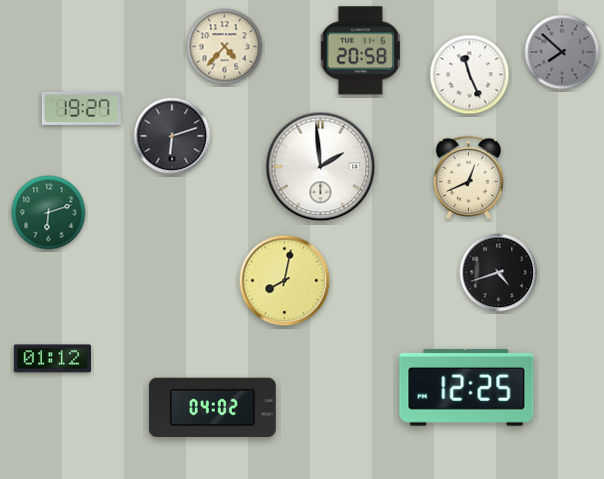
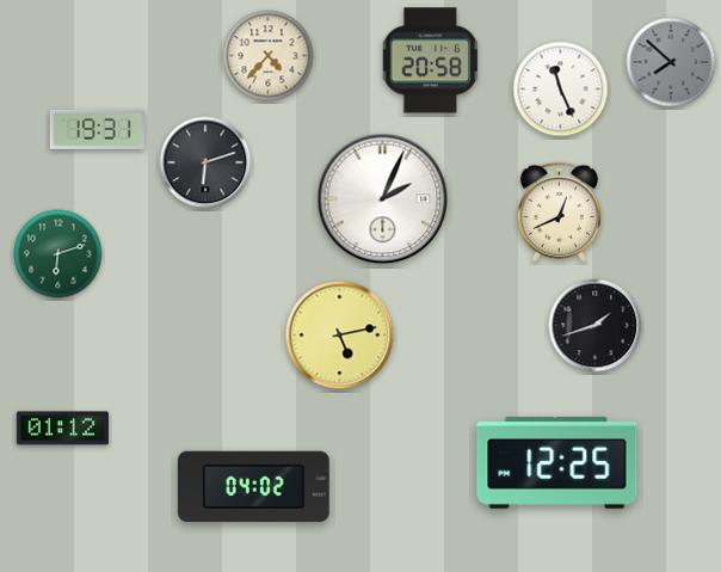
clock at (81, 108): 19:27 -> 19:31
clock at (321, 167): 1:59 -> 2:04
clock at (499, 273): 4:42 -> 1:42
clock at (285, 281): 8:02 -> 5:13
